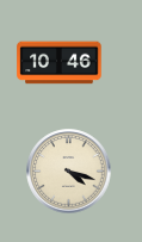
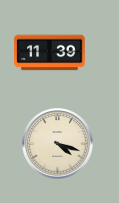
clock at (60, 63): 10:46 -> 11:39
